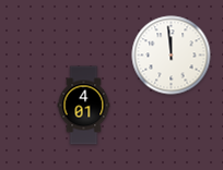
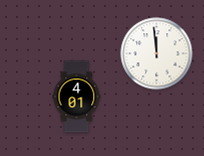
clock at (172, 56) position: (172, 56) -> (157, 54)
